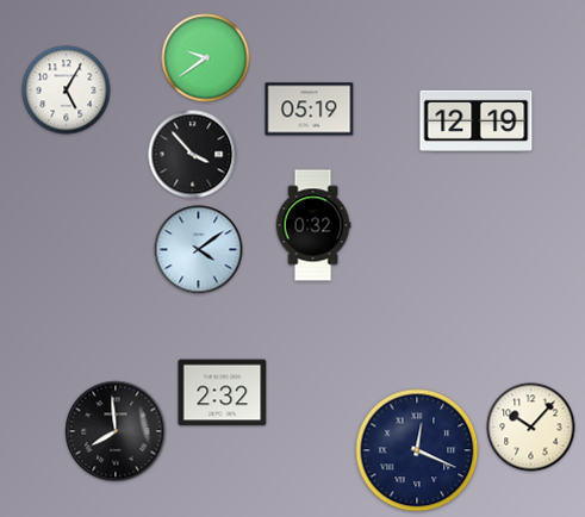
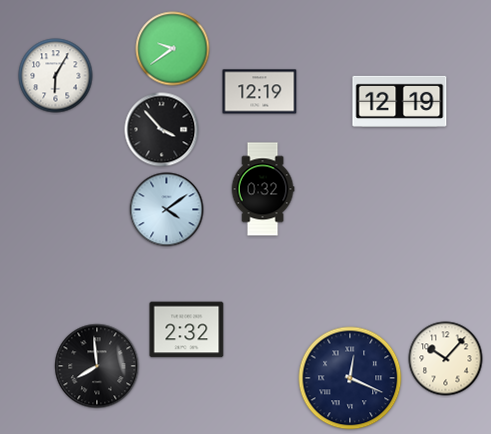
clock at (67, 91): 5:05 -> 6:05
clock at (310, 110): 05:19 -> 12:19
clock at (116, 431) position: (116, 431) -> (97, 366)
